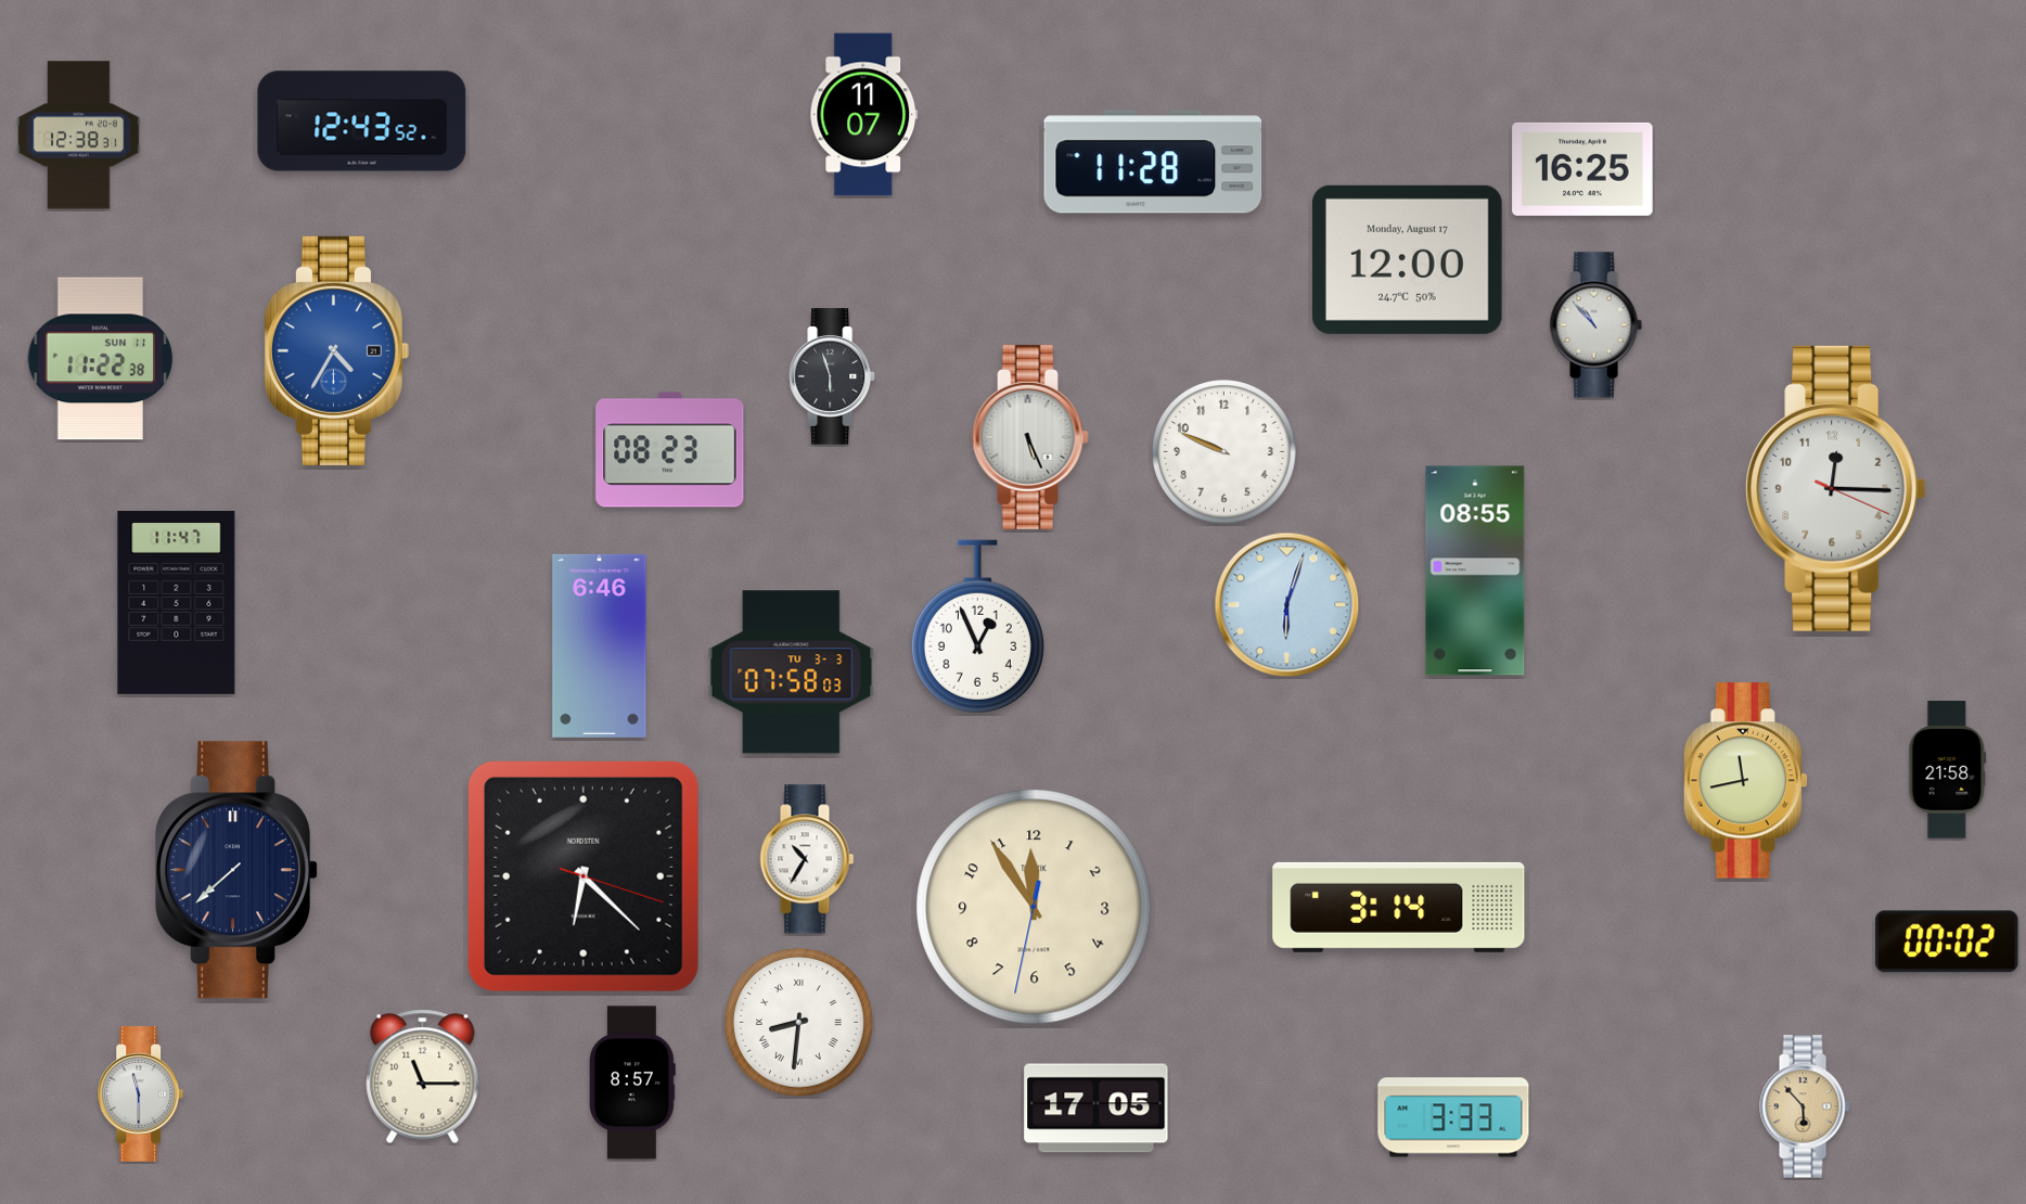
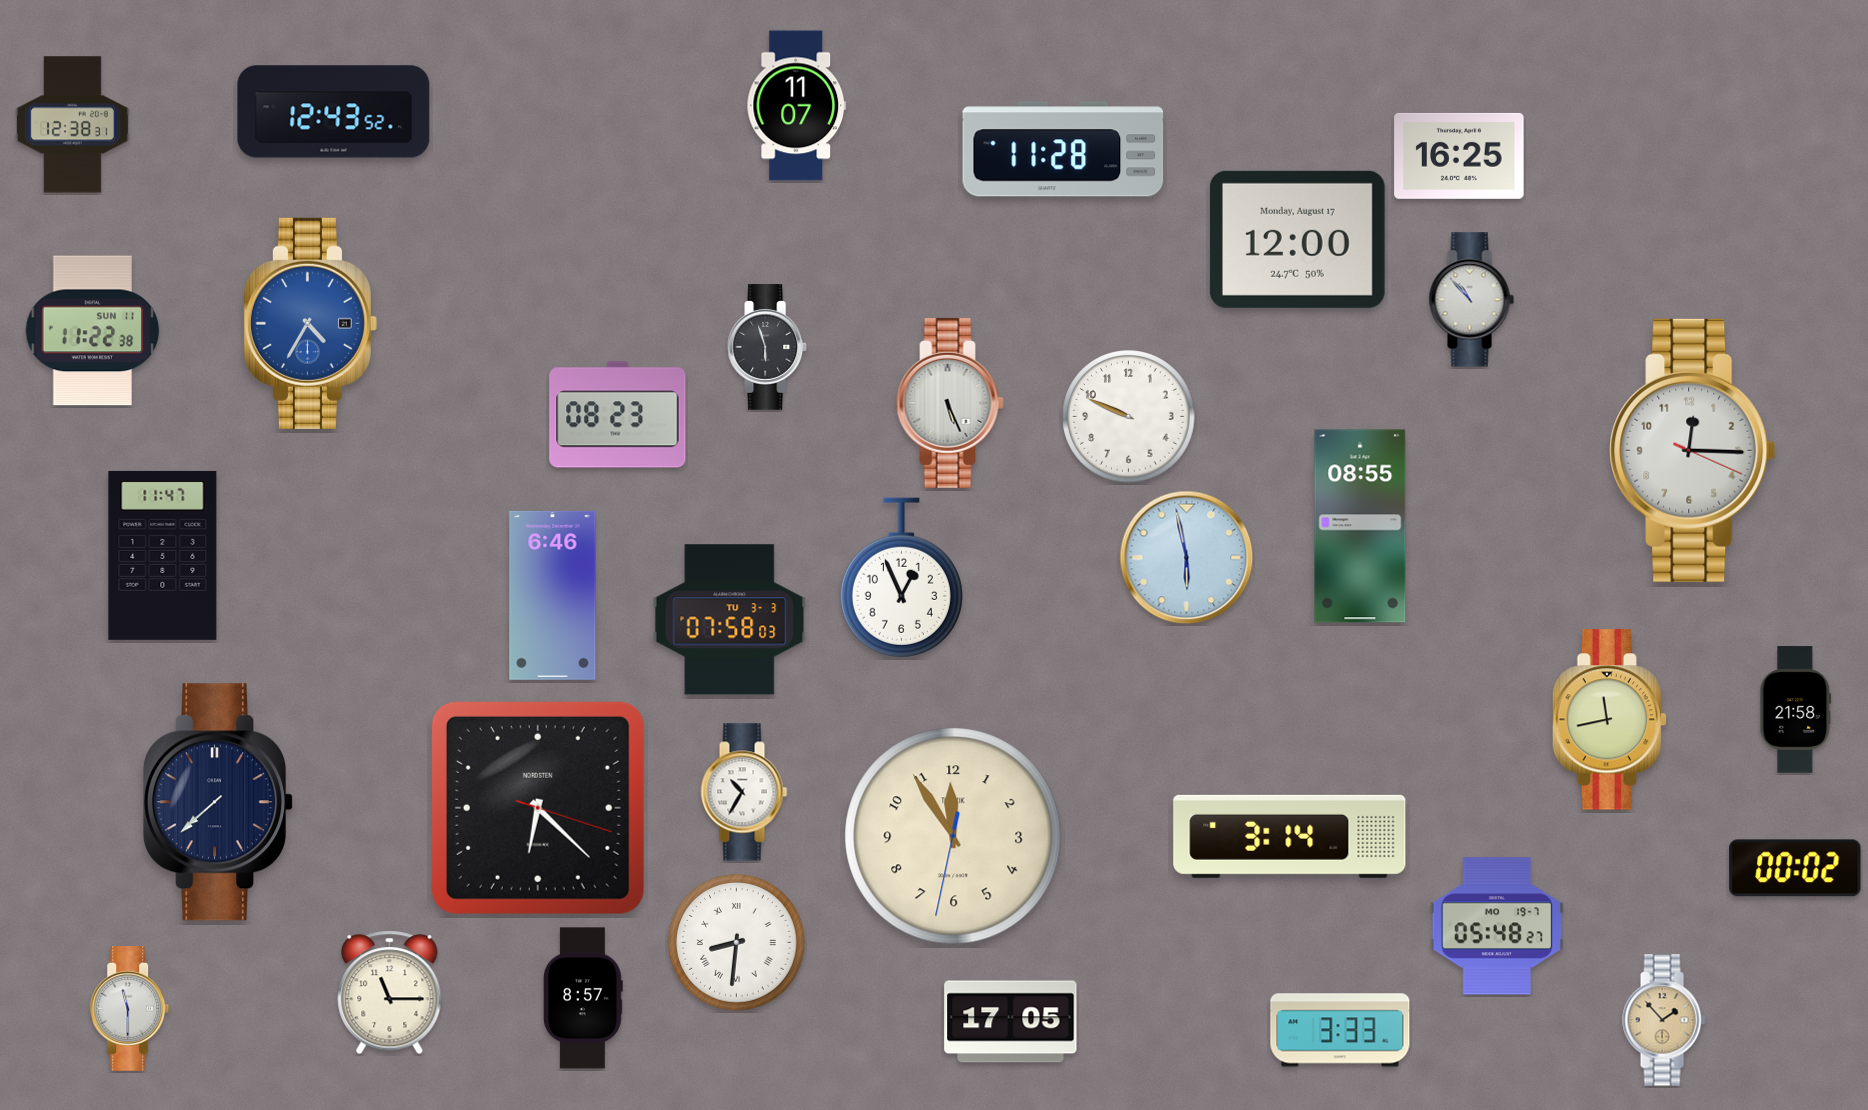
clock at (1287, 605): 6:03 -> 5:58
clock at (1497, 926): none -> 05:48
clock at (1805, 1106): 5:53 -> 1:53
